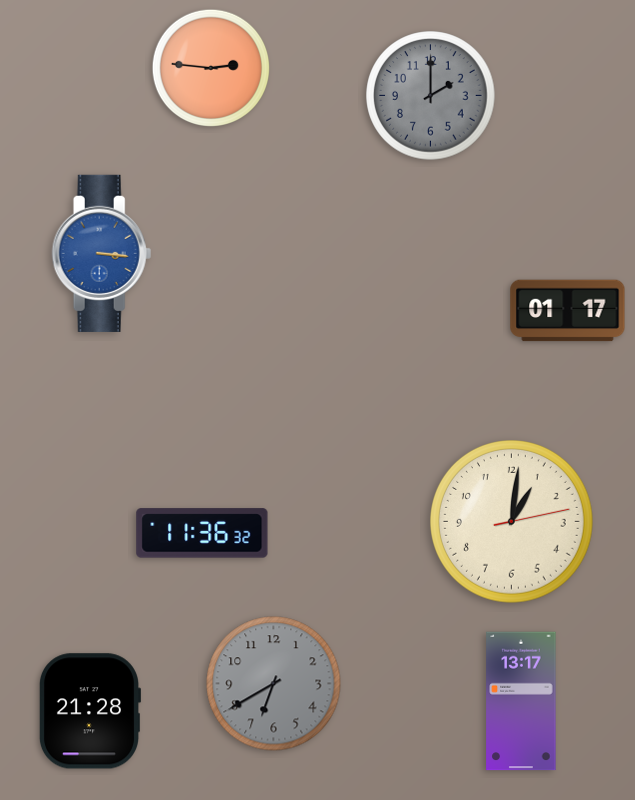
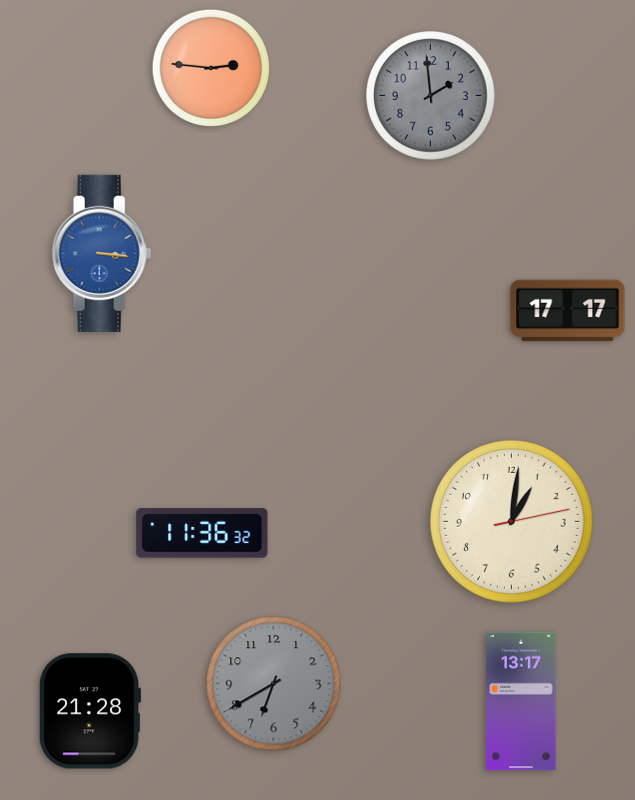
clock at (431, 96): 2:00 -> 1:59
clock at (568, 311): 01:17 -> 17:17
